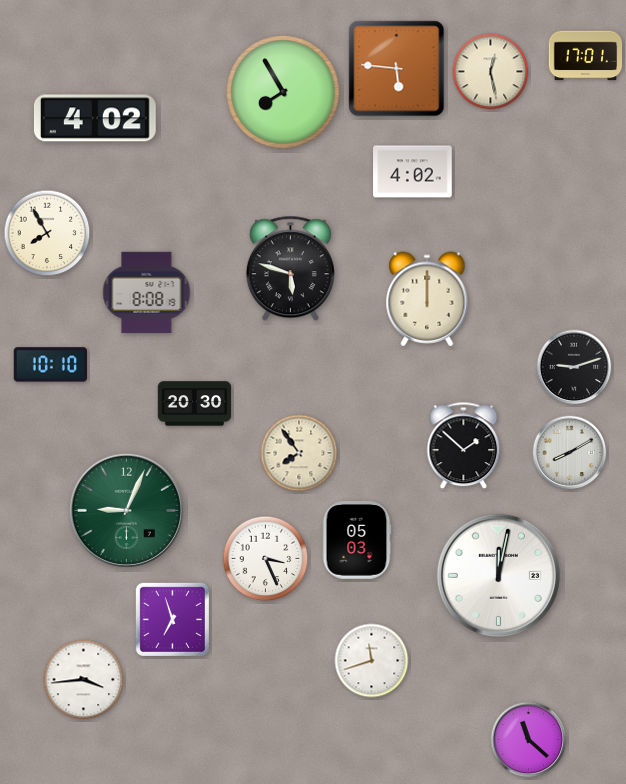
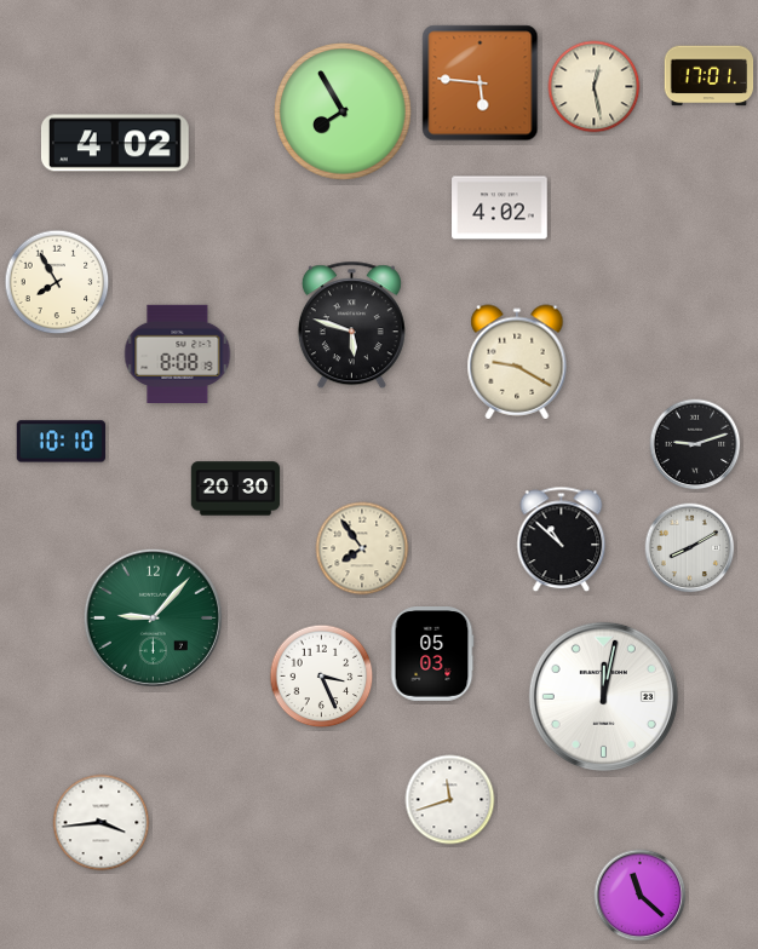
clock at (586, 56) position: (586, 56) -> (710, 76)
clock at (427, 299): 12:00 -> 9:20
clock at (464, 446): 1:52 -> 10:52
clock at (126, 510): 9:04 -> 9:07
clock at (172, 619): 6:57 -> none
